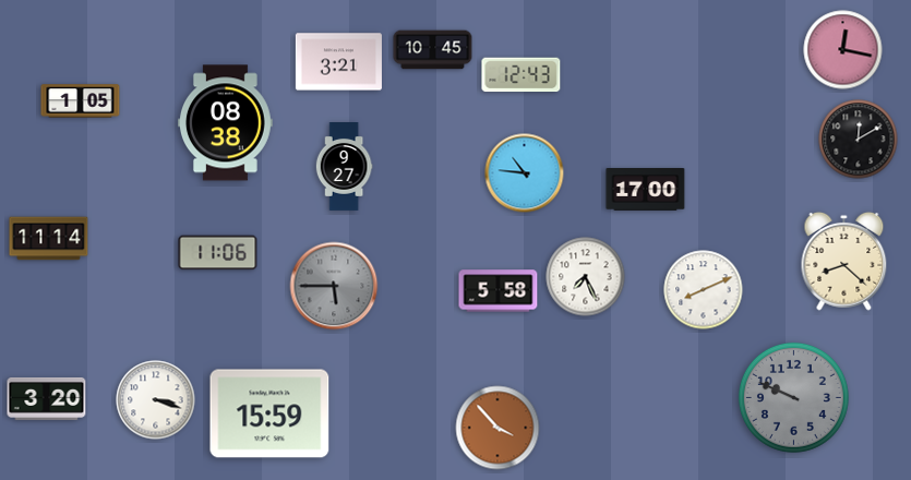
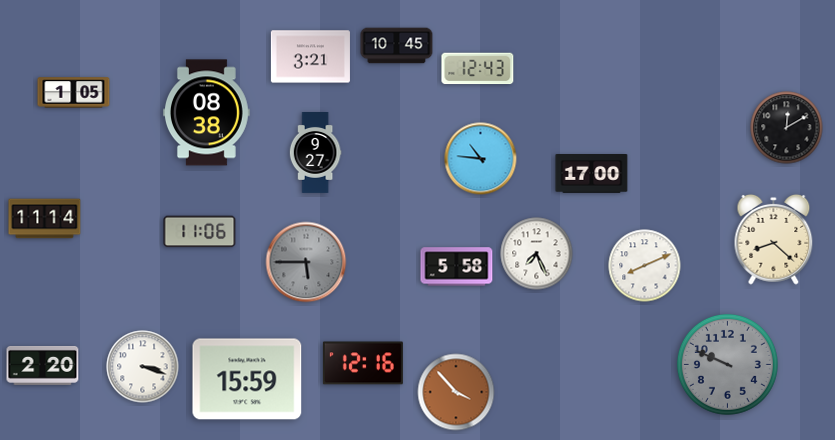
clock at (843, 50): 12:17 -> none
clock at (363, 363): none -> 12:16
clock at (47, 398): 3:20 -> 2:20
